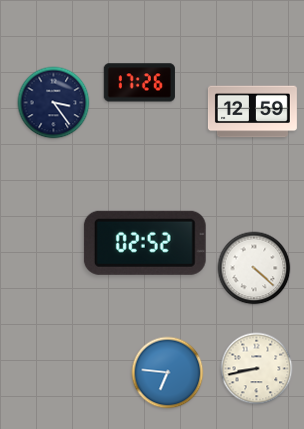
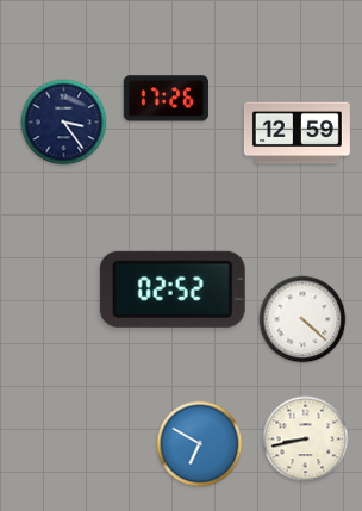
clock at (252, 112) position: (252, 112) -> (297, 133)
clock at (168, 373): 6:46 -> 6:50
